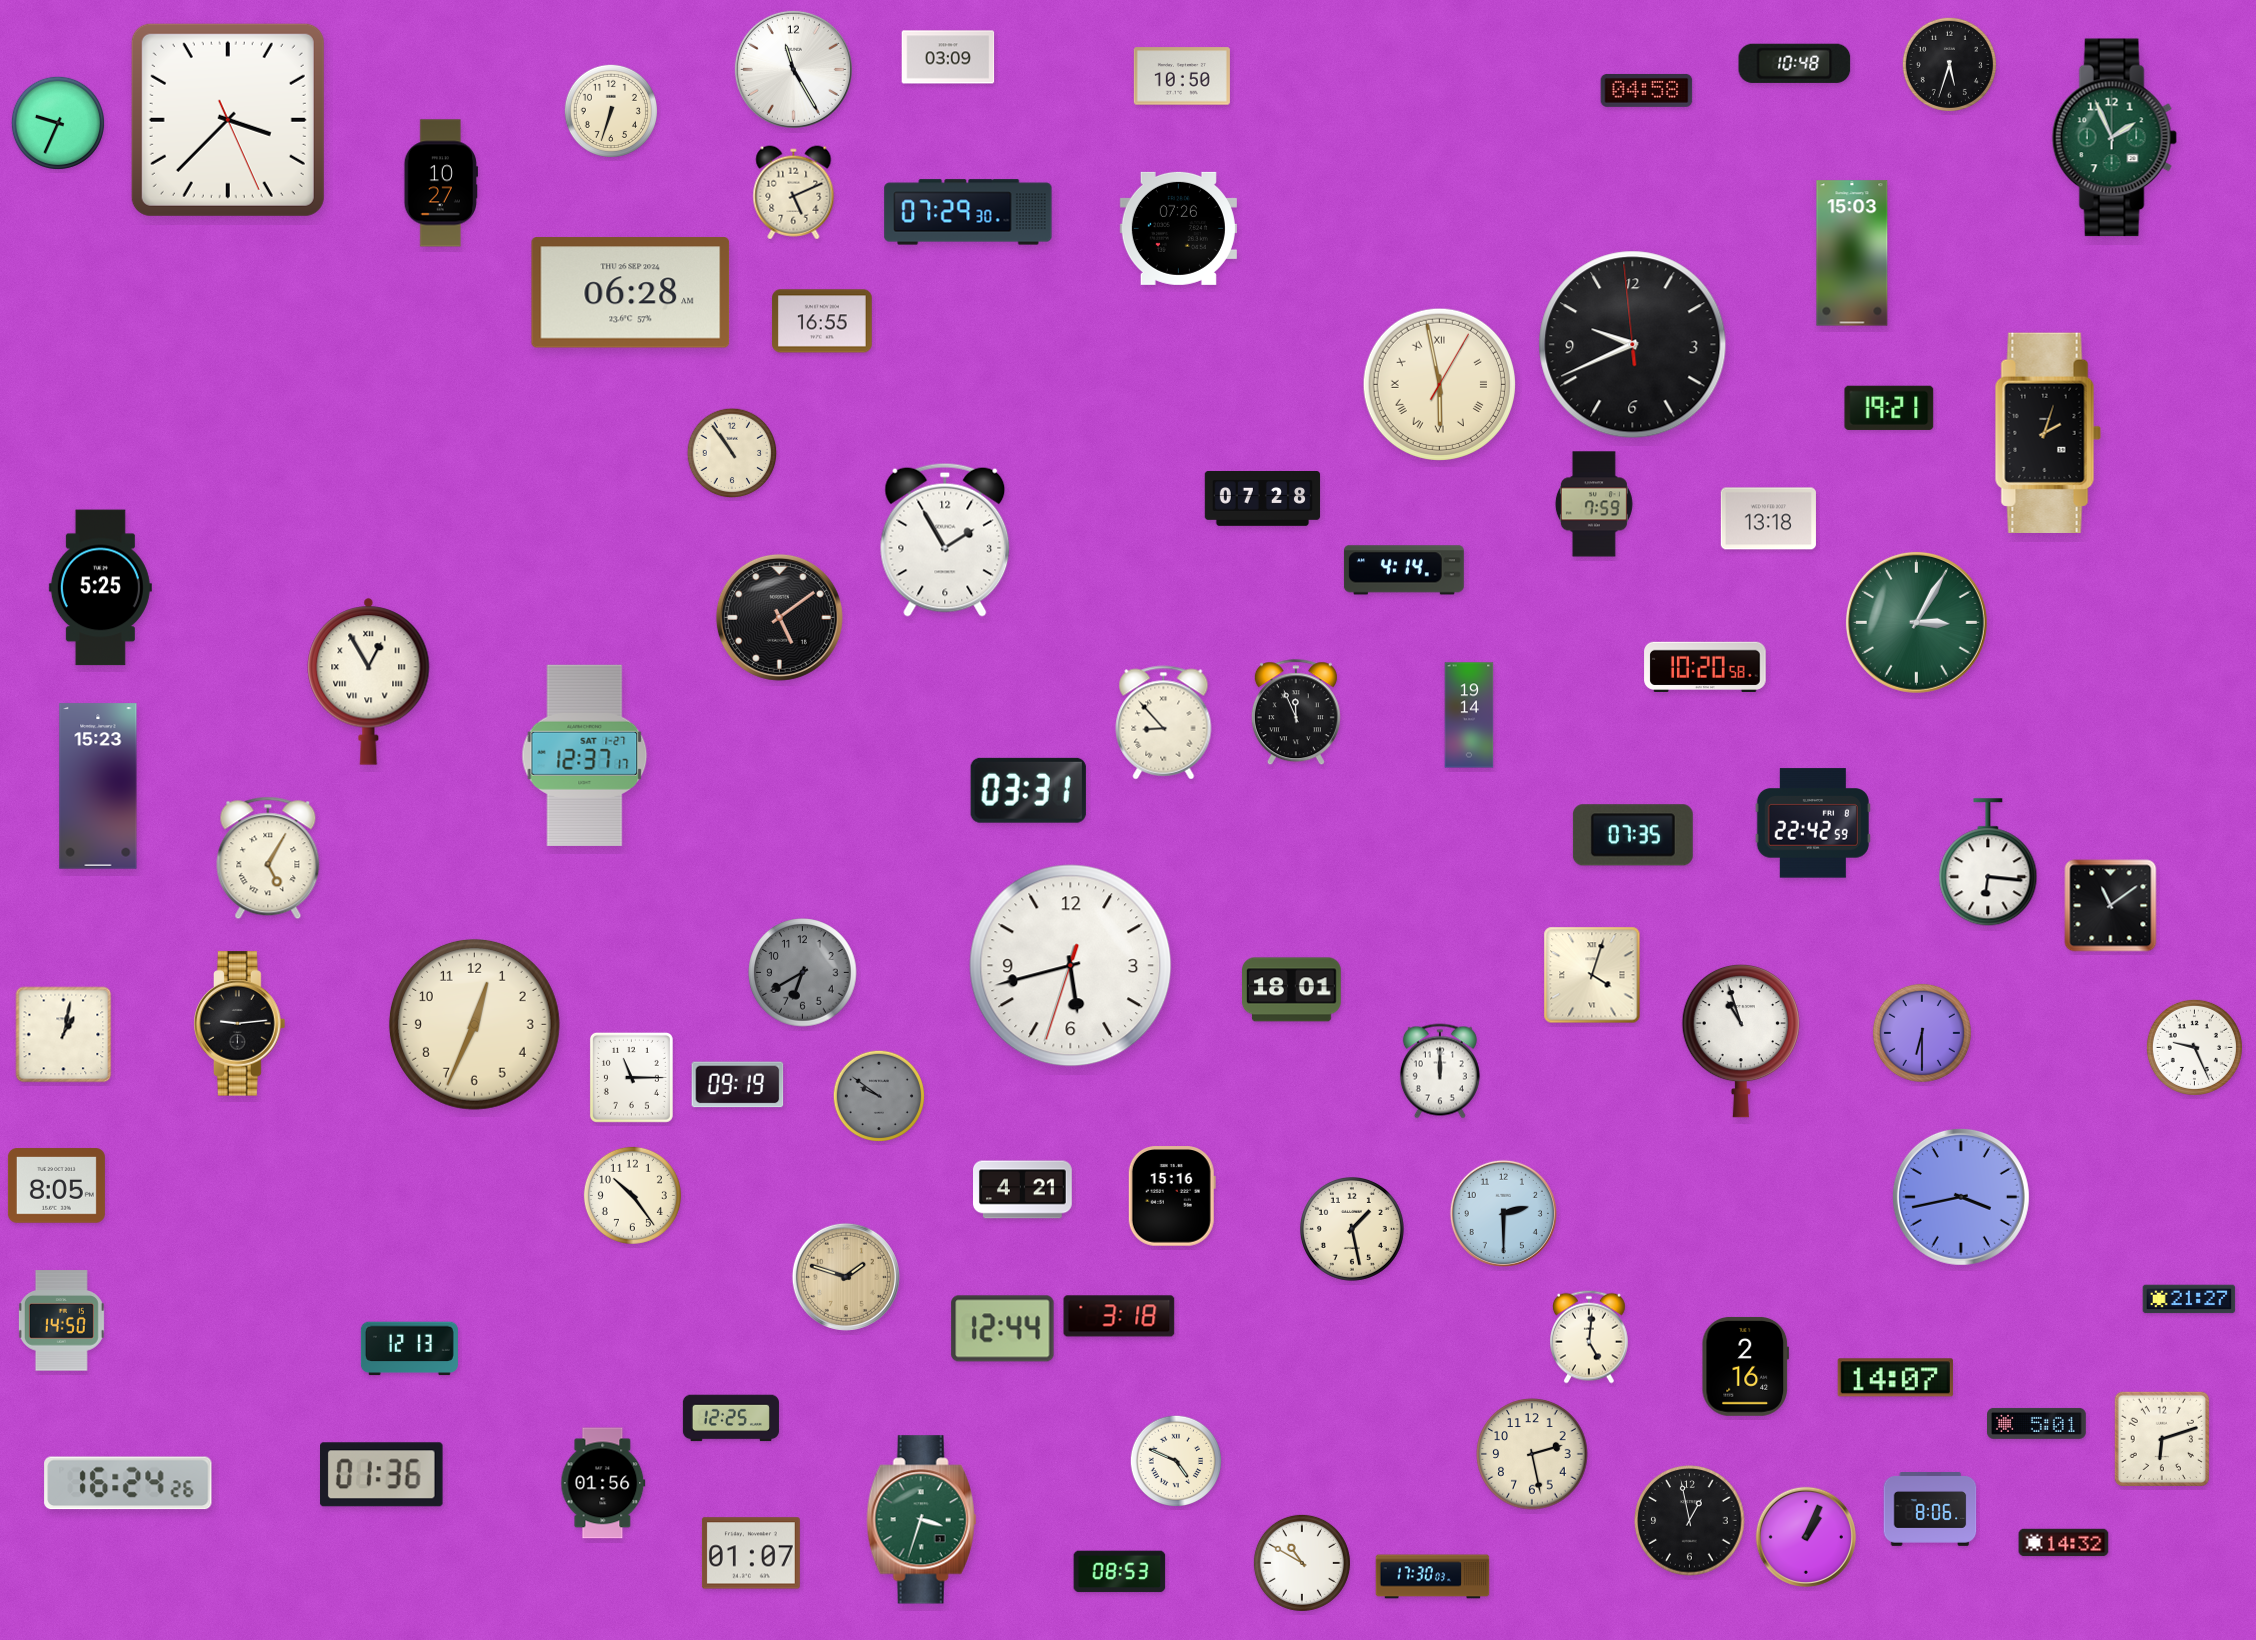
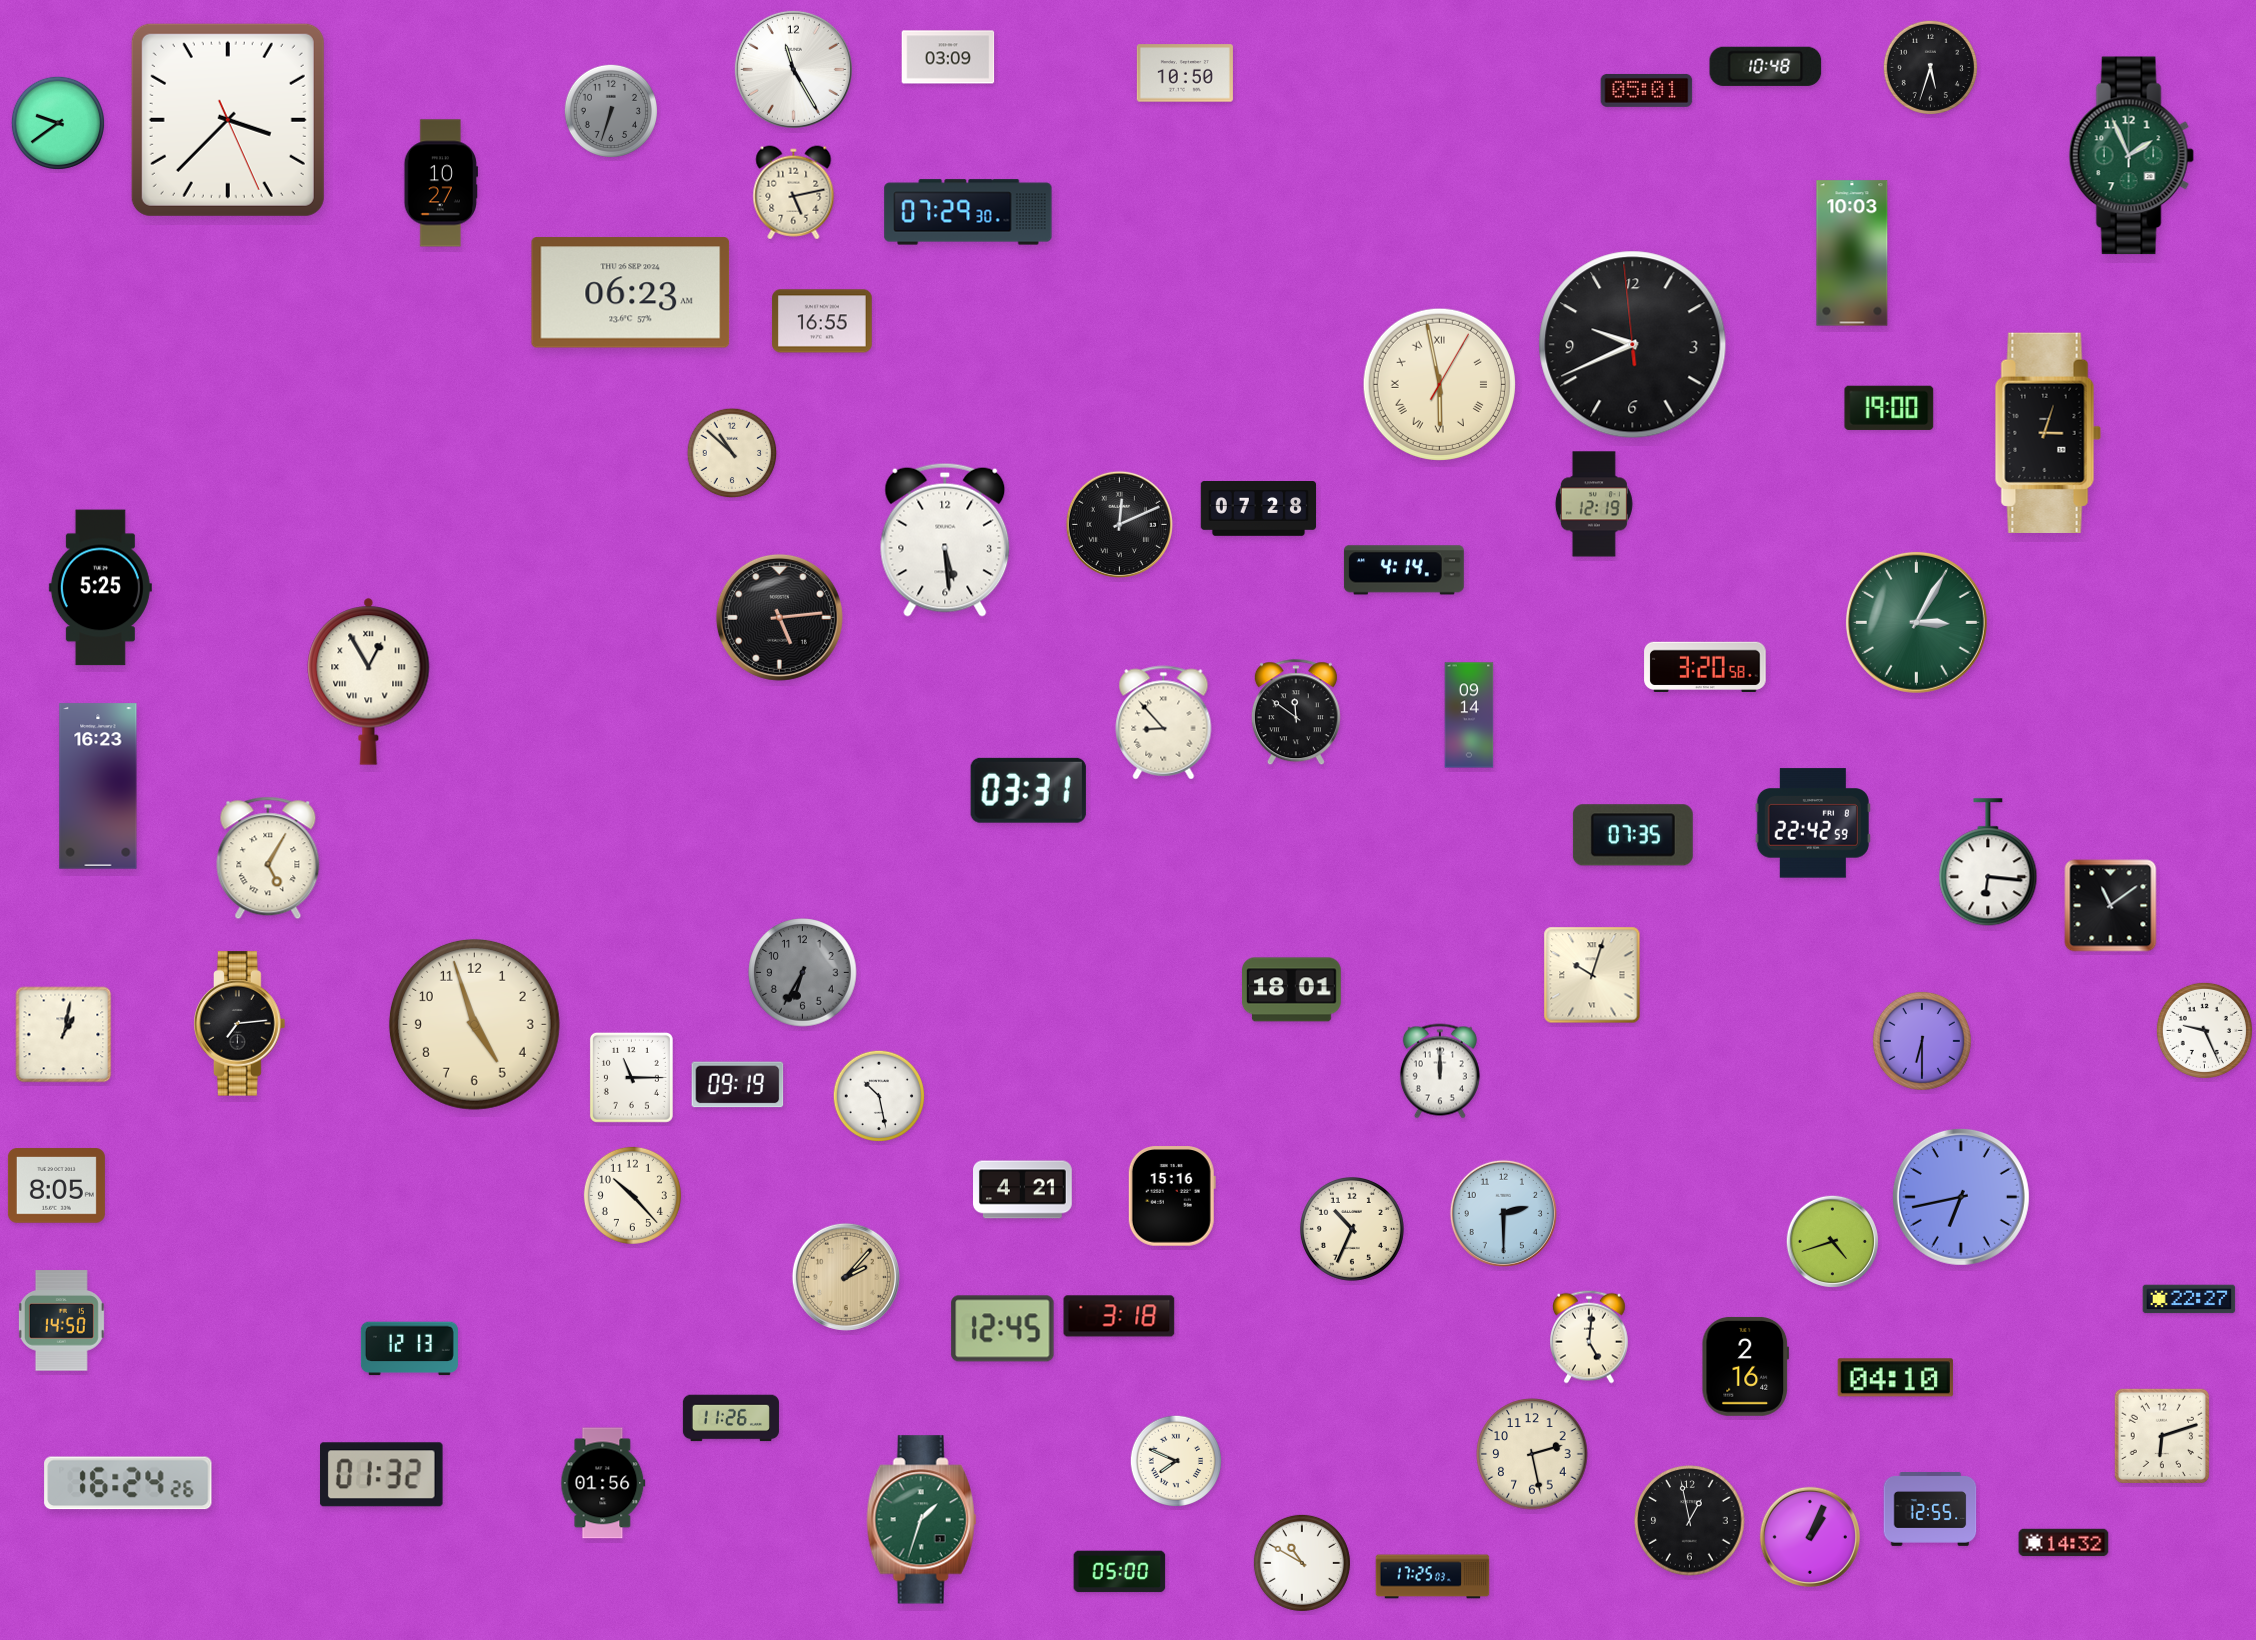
clock at (1795, 63) position: (1795, 63) -> (1766, 66)
clock at (1949, 64) position: (1949, 64) -> (1930, 67)
clock at (1182, 76) position: (1182, 76) -> (1185, 73)
clock at (1647, 90): 04:58 -> 05:01
clock at (611, 111) dial: cream -> grey
clock at (58, 123): 9:34 -> 9:39
clock at (2114, 138) position: (2114, 138) -> (2131, 156)
clock at (794, 193): 5:11 -> 5:13
clock at (1178, 228): 07:26 -> none
clock at (1852, 253): 15:03 -> 10:03
clock at (631, 293): 06:28 -> 06:23
clock at (1889, 408): 19:21 -> 19:00
clock at (2048, 433): 2:03 -> 3:03
clock at (732, 453): 10:54 -> 10:52
clock at (1263, 499) position: (1263, 499) -> (1259, 509)
clock at (1594, 504): 7:59 -> 12:19
clock at (1768, 519): 13:18 -> none
clock at (1119, 524): none -> 12:11
clock at (945, 540): 1:55 -> 5:29
clock at (779, 617): 5:09 -> 5:14
clock at (1705, 666): 10:20 -> 3:20
clock at (1296, 713): 11:56 -> 11:51
clock at (1469, 715): 19:14 -> 09:14
clock at (585, 755): 12:37 -> none
clock at (98, 786): 15:23 -> 16:23
clock at (1071, 966): 5:42 -> none
clock at (803, 973): 6:40 -> 6:35
clock at (1592, 975): 4:03 -> 10:03
clock at (240, 1024): 9:14 -> 7:14
clock at (474, 1024): 12:34 -> 4:57
clock at (1922, 1033) position: (1922, 1033) -> (1922, 1041)
clock at (1741, 1041): 10:57 -> none
clock at (2194, 1047) position: (2194, 1047) -> (2204, 1030)
clock at (878, 1095): 9:51 -> 10:28
clock at (878, 1095) dial: grey -> white
clock at (632, 1195): 10:24 -> 10:23
clock at (1961, 1197): 3:43 -> 6:43
clock at (1353, 1230): 1:28 -> 10:34
clock at (1832, 1241): none -> 4:42
clock at (846, 1277): 1:48 -> 2:07
clock at (2189, 1299): 21:27 -> 22:27
clock at (1003, 1329): 12:44 -> 12:45
clock at (1895, 1378): 14:07 -> 04:10
clock at (731, 1418): 12:25 -> 11:26
clock at (2037, 1423): 5:01 -> none
clock at (2161, 1438) position: (2161, 1438) -> (2161, 1435)
clock at (1175, 1460): 4:49 -> 7:49
clock at (382, 1475): 01:36 -> 01:32
clock at (1930, 1510): 8:06 -> 12:55
clock at (922, 1520): 3:33 -> 1:33
clock at (1806, 1537) position: (1806, 1537) -> (1810, 1537)
clock at (751, 1553): 01:07 -> none
clock at (1120, 1572): 08:53 -> 05:00
clock at (1433, 1577): 17:30 -> 17:25
